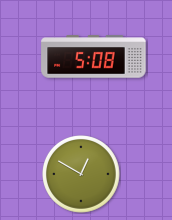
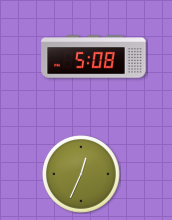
clock at (82, 175): 12:50 -> 12:34
